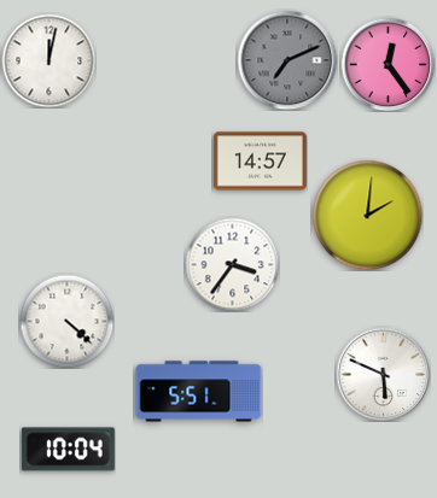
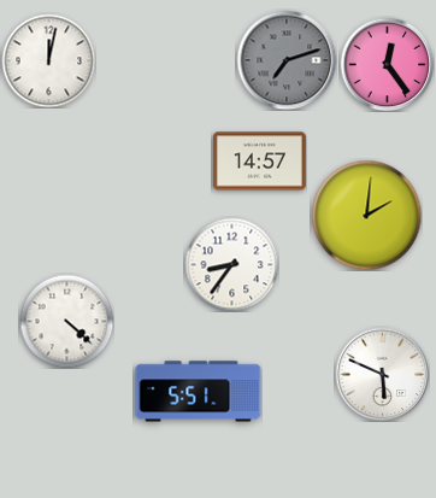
clock at (287, 60): 7:11 -> 7:12
clock at (232, 264): 3:36 -> 8:36
clock at (68, 450): 10:04 -> none
